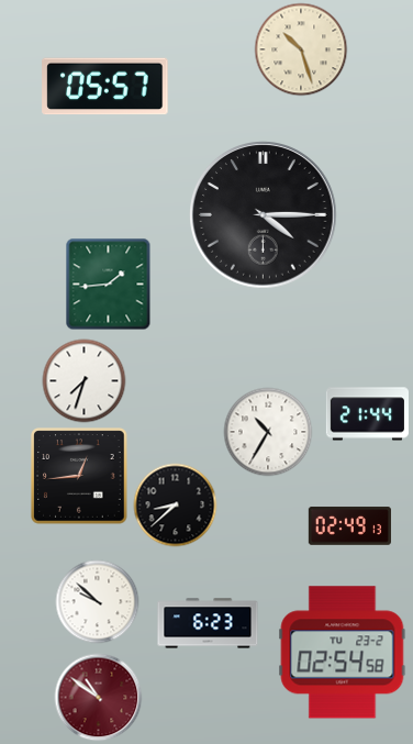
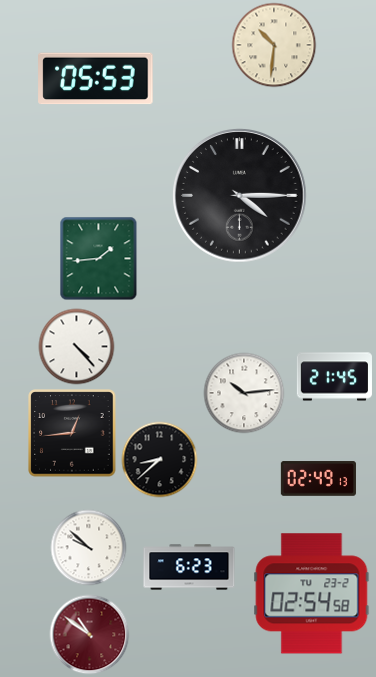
clock at (301, 49): 10:27 -> 10:31
clock at (105, 87): 05:57 -> 05:53
clock at (85, 381): 7:33 -> 4:23
clock at (367, 414): 21:44 -> 21:45
clock at (268, 432): 10:35 -> 10:14
